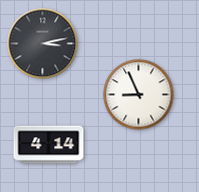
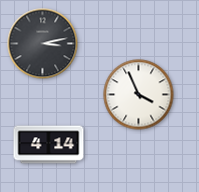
clock at (139, 95): 8:56 -> 3:56
